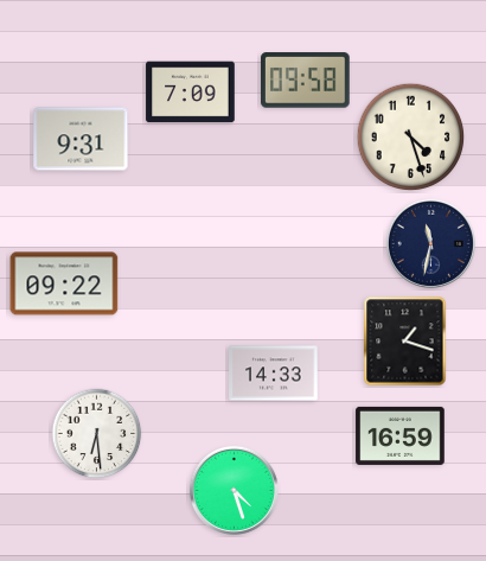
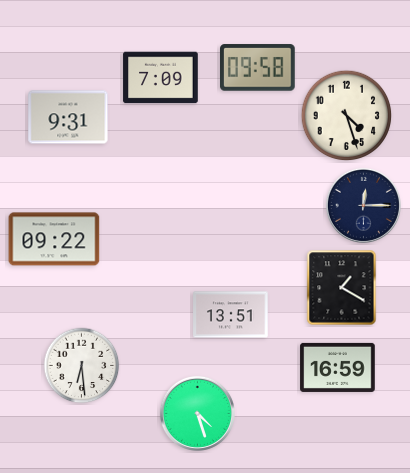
clock at (430, 243): 11:32 -> 12:15
clock at (405, 342): 1:18 -> 1:20
clock at (274, 374): 14:33 -> 13:51
